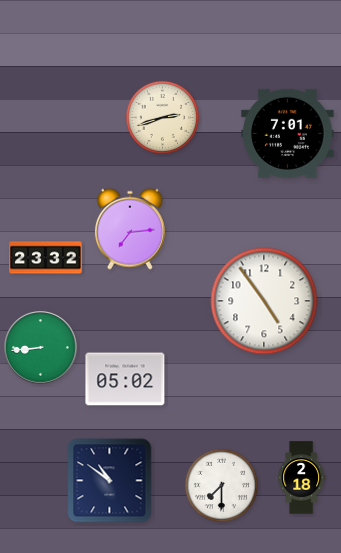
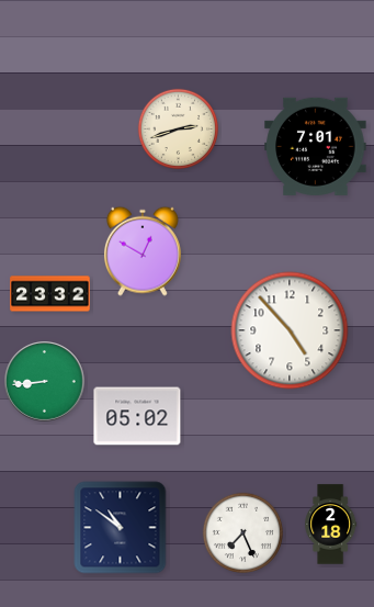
clock at (130, 229): 7:14 -> 12:50
clock at (46, 258) position: (46, 258) -> (50, 294)
clock at (264, 301): 4:54 -> 4:53
clock at (221, 485): 7:30 -> 7:26
